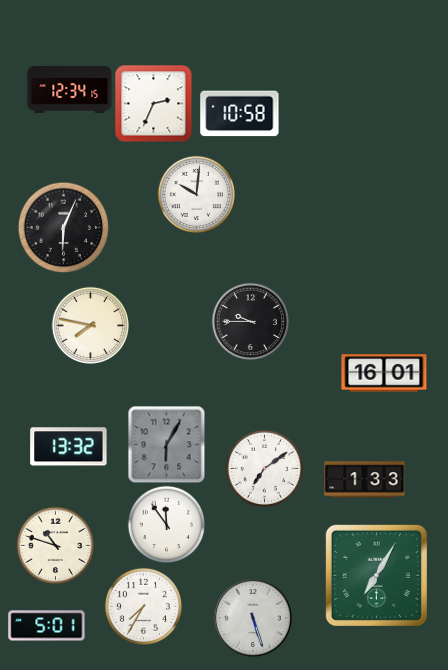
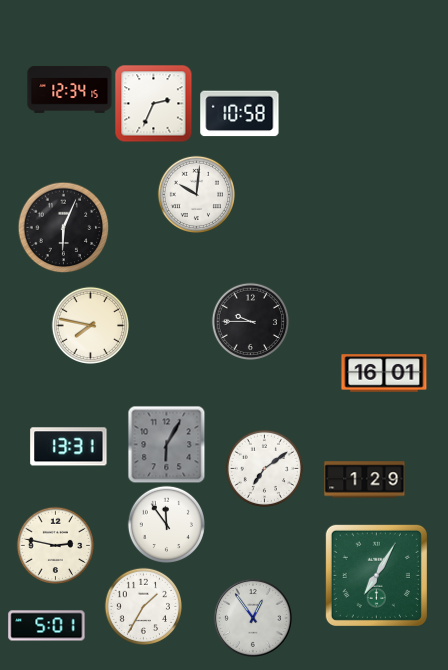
clock at (69, 447): 13:32 -> 13:31
clock at (365, 480): 1:33 -> 1:29
clock at (55, 545): 10:48 -> 2:47
clock at (143, 606): 7:35 -> 1:35
clock at (253, 618): 5:27 -> 12:54
